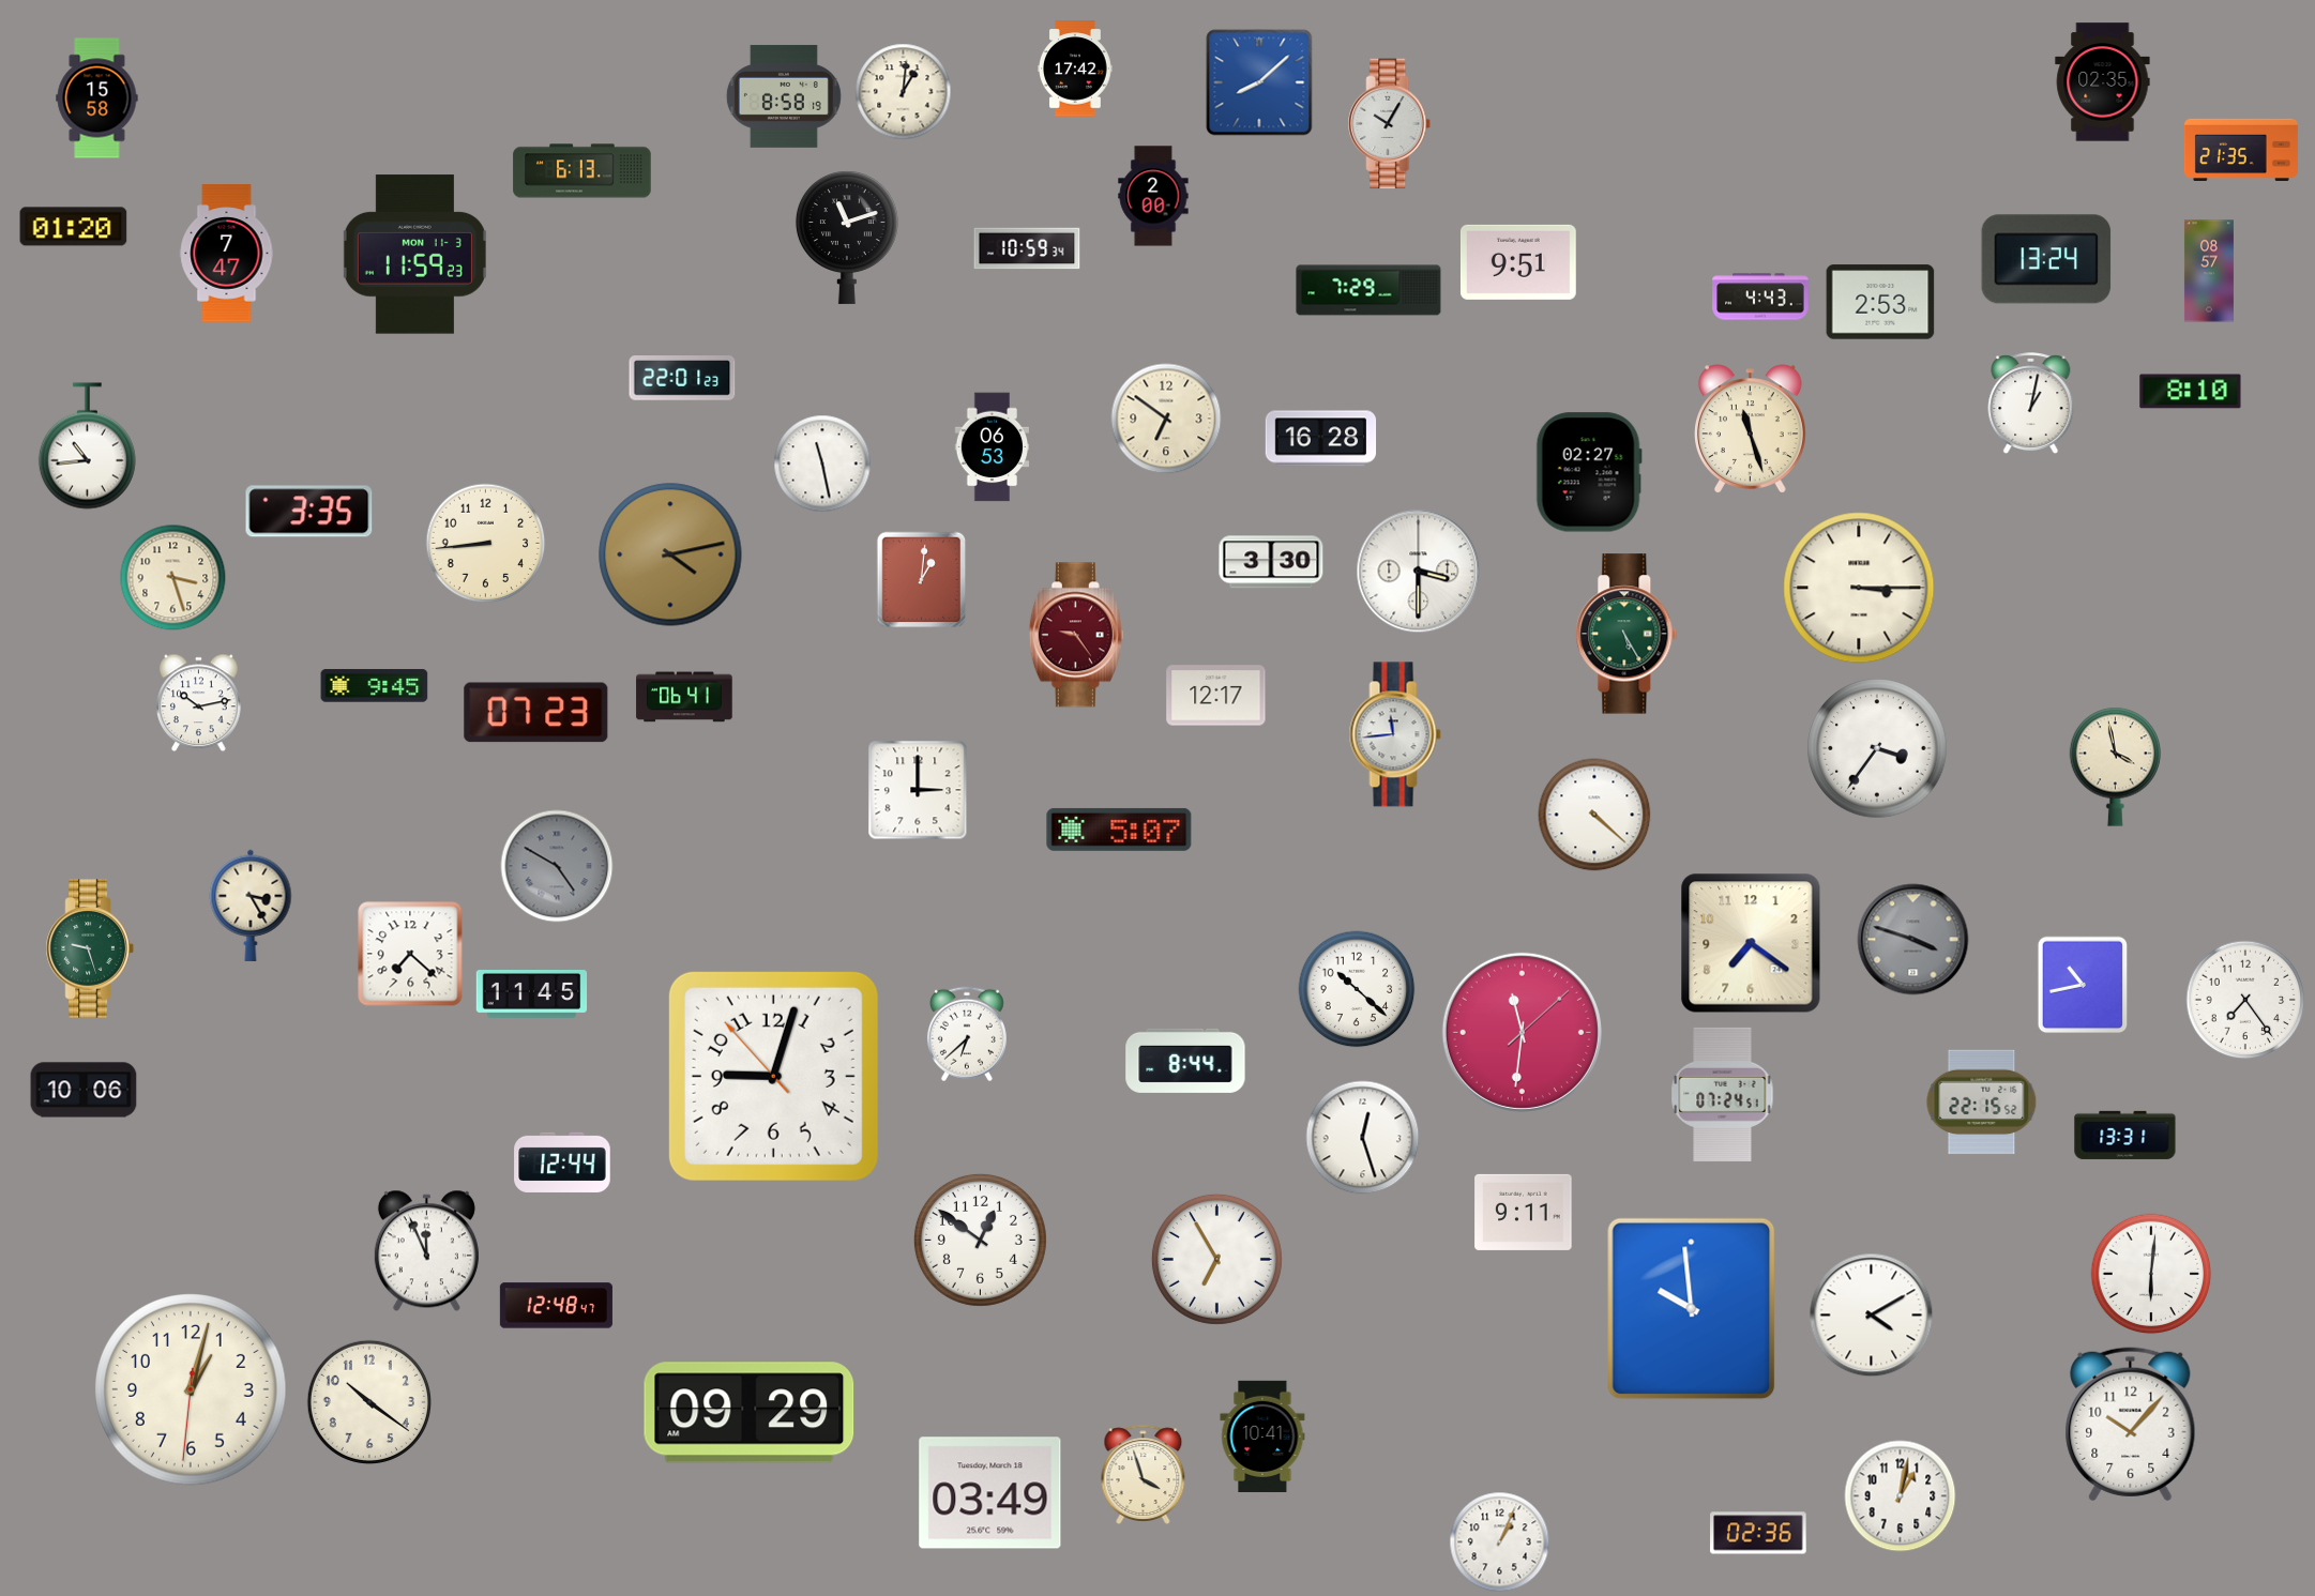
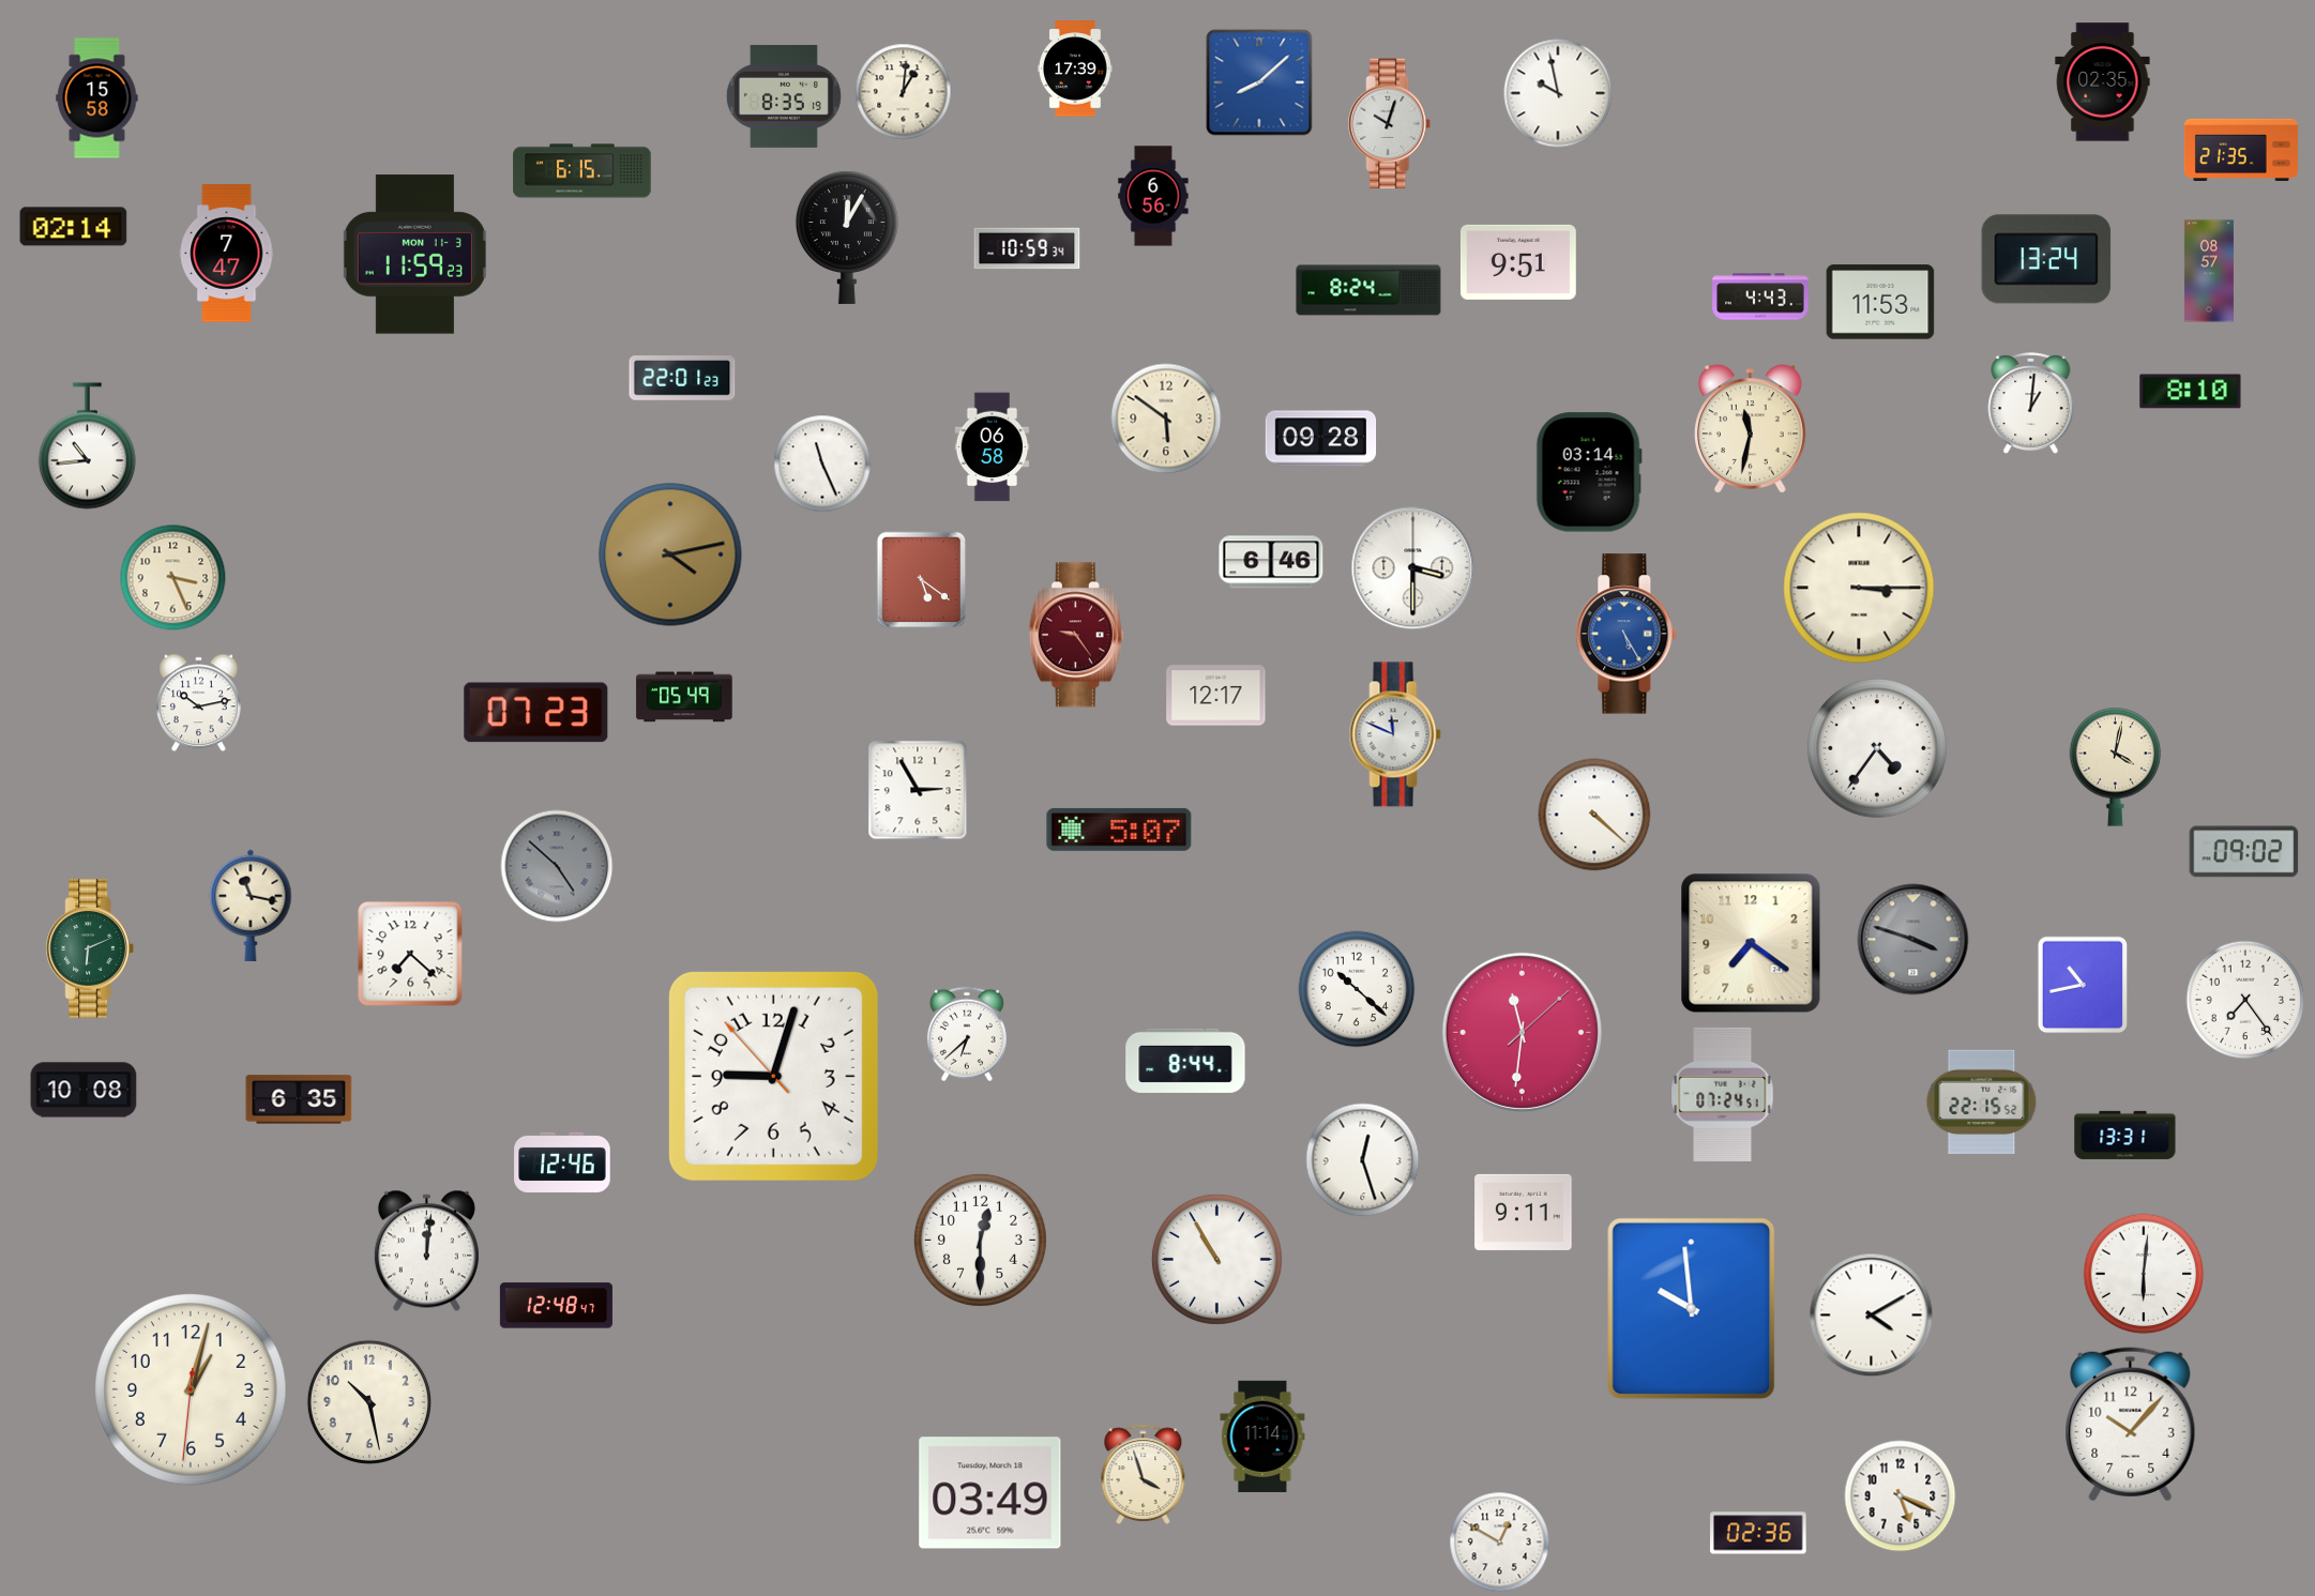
clock at (1075, 69): 17:42 -> 17:39
clock at (1558, 93): none -> 9:58
clock at (784, 96): 8:58 -> 8:35
clock at (1390, 124): 10:05 -> 10:03
clock at (582, 171): 6:13 -> 6:15
clock at (1153, 196): 2:00 -> 6:56
clock at (74, 227): 01:20 -> 02:14
clock at (847, 238): 11:12 -> 12:05
clock at (1368, 290): 7:29 -> 8:24
clock at (1880, 302): 2:53 -> 11:53
clock at (2031, 404): 1:02 -> 1:01
clock at (1166, 419): 6:51 -> 5:51
clock at (1751, 429): 11:27 -> 11:32
clock at (1321, 439): 16:28 -> 09:28
clock at (993, 447): 06:53 -> 06:58
clock at (822, 463): 11:28 -> 11:26
clock at (1589, 472): 02:27 -> 03:14
clock at (309, 512): 3:35 -> none
clock at (486, 544): 8:44 -> none
clock at (1271, 562): 3:30 -> 6:46
clock at (1419, 572) position: (1419, 572) -> (1413, 568)
clock at (173, 578): 3:27 -> 3:26
clock at (922, 580): 1:01 -> 5:21
clock at (1626, 634) dial: green -> blue
clock at (375, 686): 9:45 -> none
clock at (684, 697): 06:41 -> 05:49
clock at (1395, 734): 11:44 -> 11:49
clock at (1877, 748): 3:36 -> 4:36
clock at (2116, 766): 3:58 -> 4:02
clock at (918, 790): 3:00 -> 2:55
clock at (2244, 852): none -> 09:02
clock at (557, 866): 4:50 -> 4:52
clock at (251, 906): 3:25 -> 11:17
clock at (90, 948): 9:27 -> 6:11
clock at (532, 994): 11:45 -> none
clock at (84, 1090): 10:06 -> 10:08
clock at (299, 1099): none -> 6:35
clock at (1363, 1138) position: (1363, 1138) -> (1363, 1160)
clock at (562, 1162): 12:44 -> 12:46
clock at (980, 1240): 12:51 -> 12:30
clock at (426, 1251): 11:56 -> 12:01
clock at (1216, 1259): 6:55 -> 10:55
clock at (2151, 1274) position: (2151, 1274) -> (2144, 1274)
clock at (369, 1402): 10:21 -> 10:28
clock at (750, 1413): 09:29 -> none
clock at (1262, 1437): 10:41 -> 11:14
clock at (1901, 1496): 1:02 -> 5:19
clock at (1500, 1542): 1:04 -> 12:50
